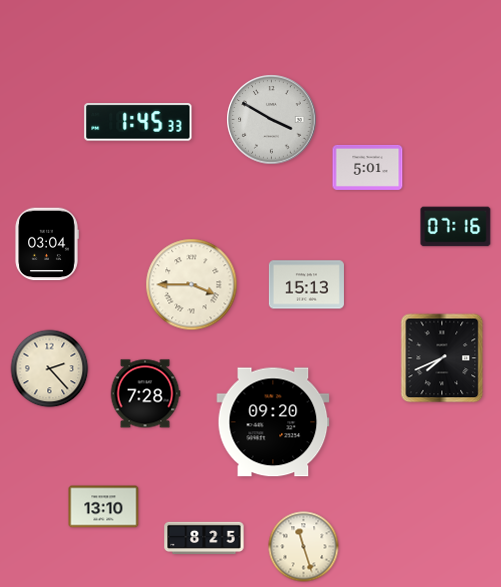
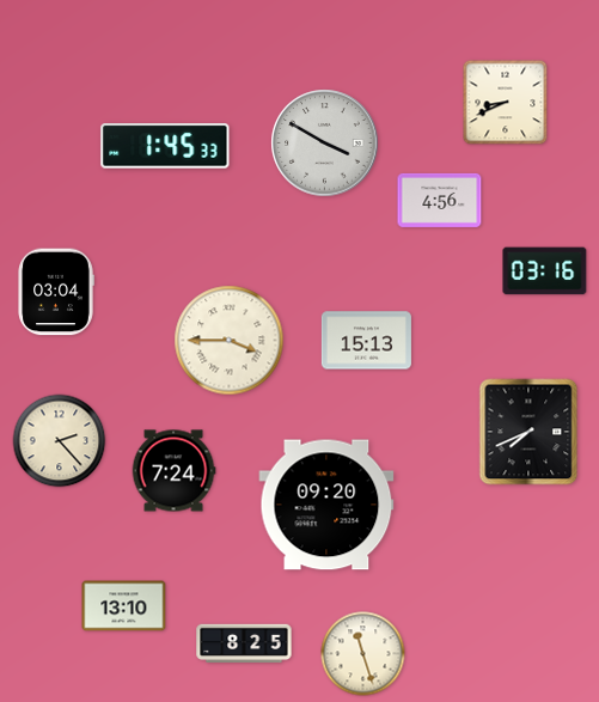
clock at (506, 103): none -> 8:41
clock at (368, 167): 5:01 -> 4:56
clock at (456, 227): 07:16 -> 03:16
clock at (442, 358) position: (442, 358) -> (528, 432)
clock at (145, 394): 7:28 -> 7:24
